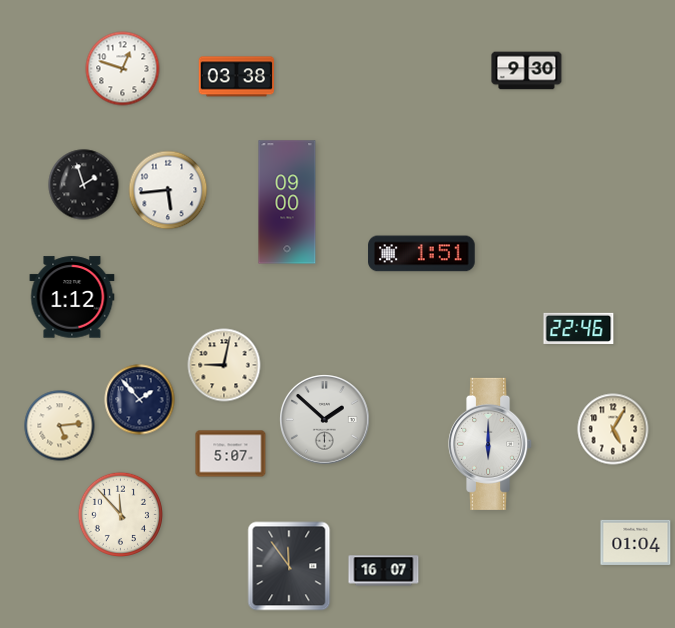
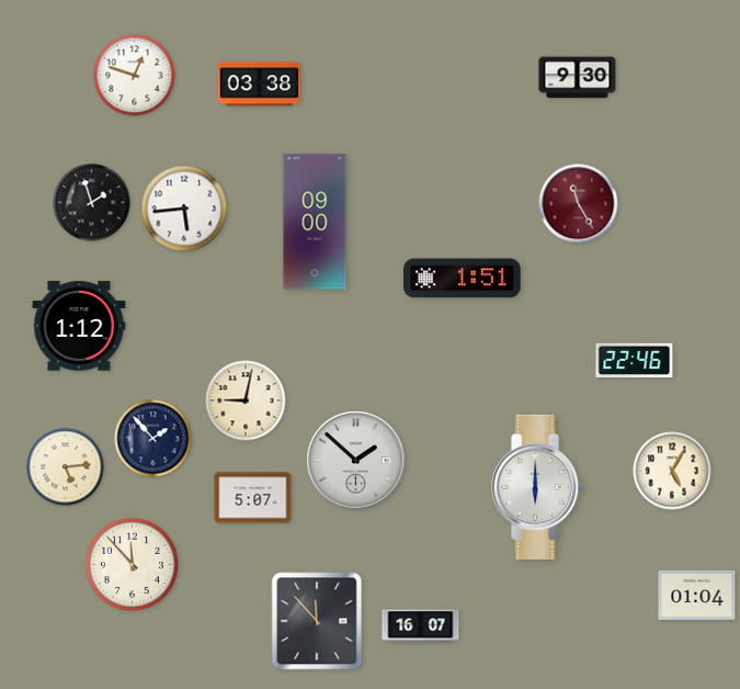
clock at (579, 204): none -> 11:25
clock at (289, 566): 11:54 -> 11:53
